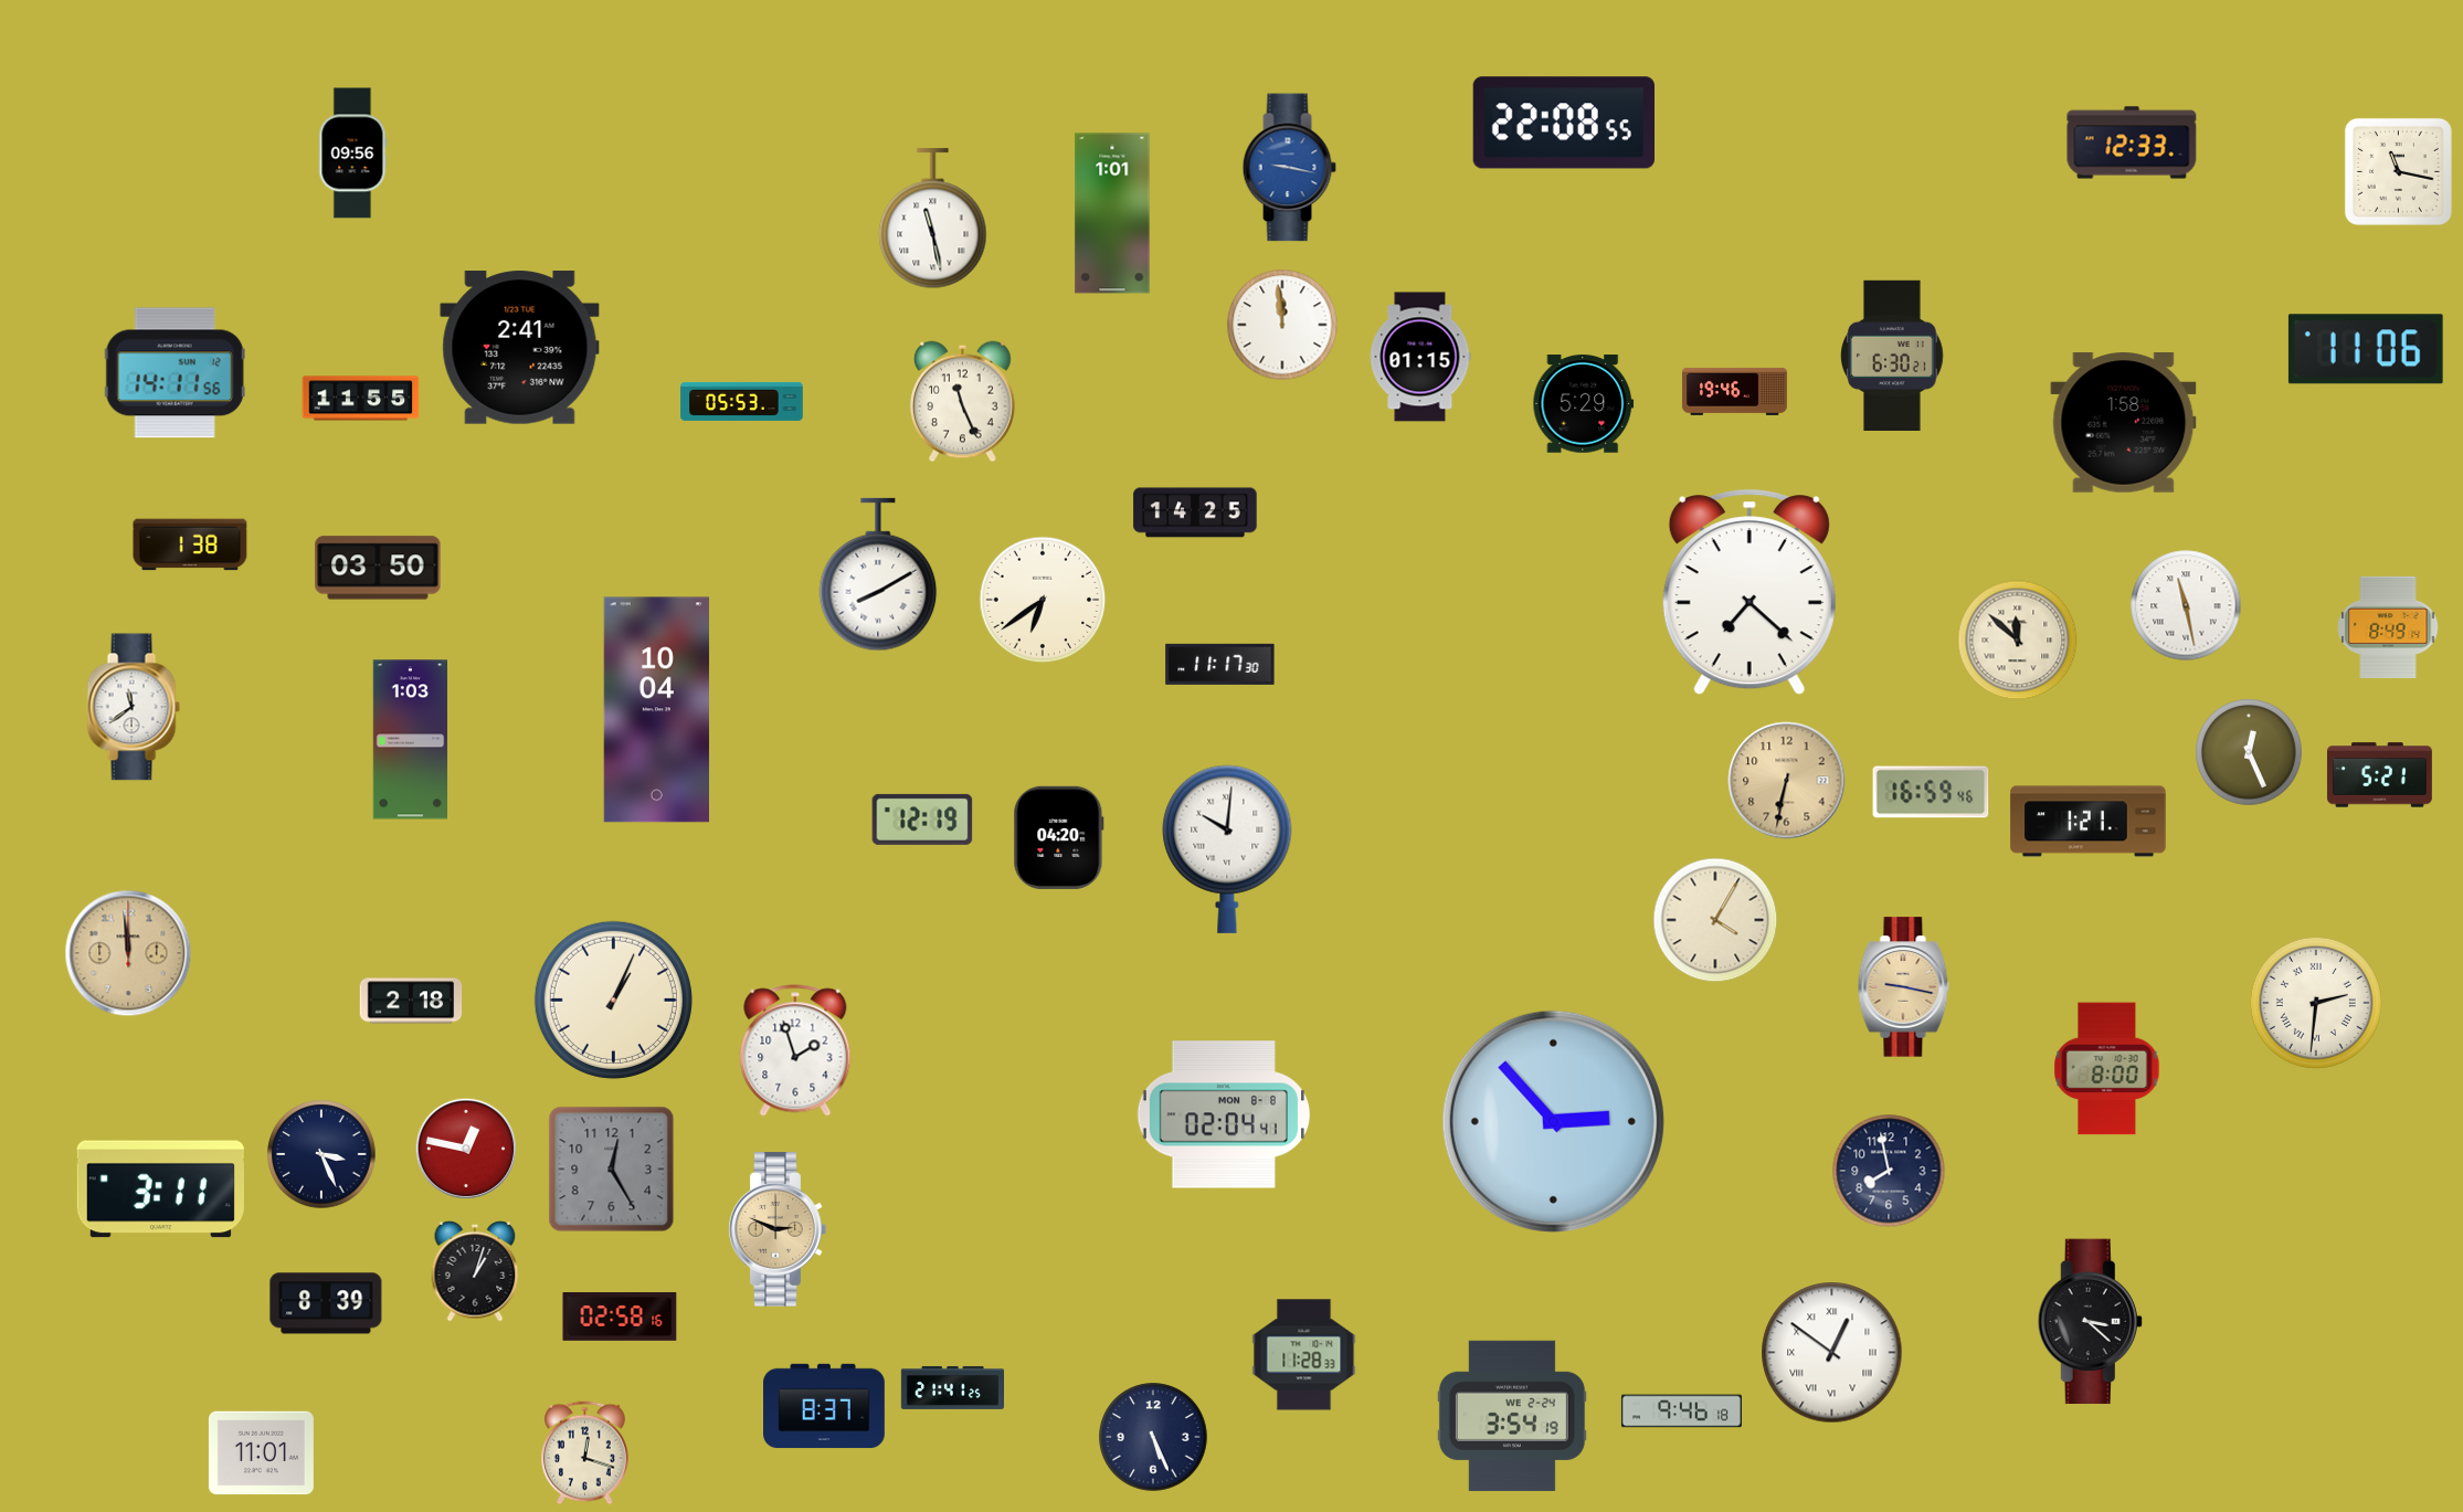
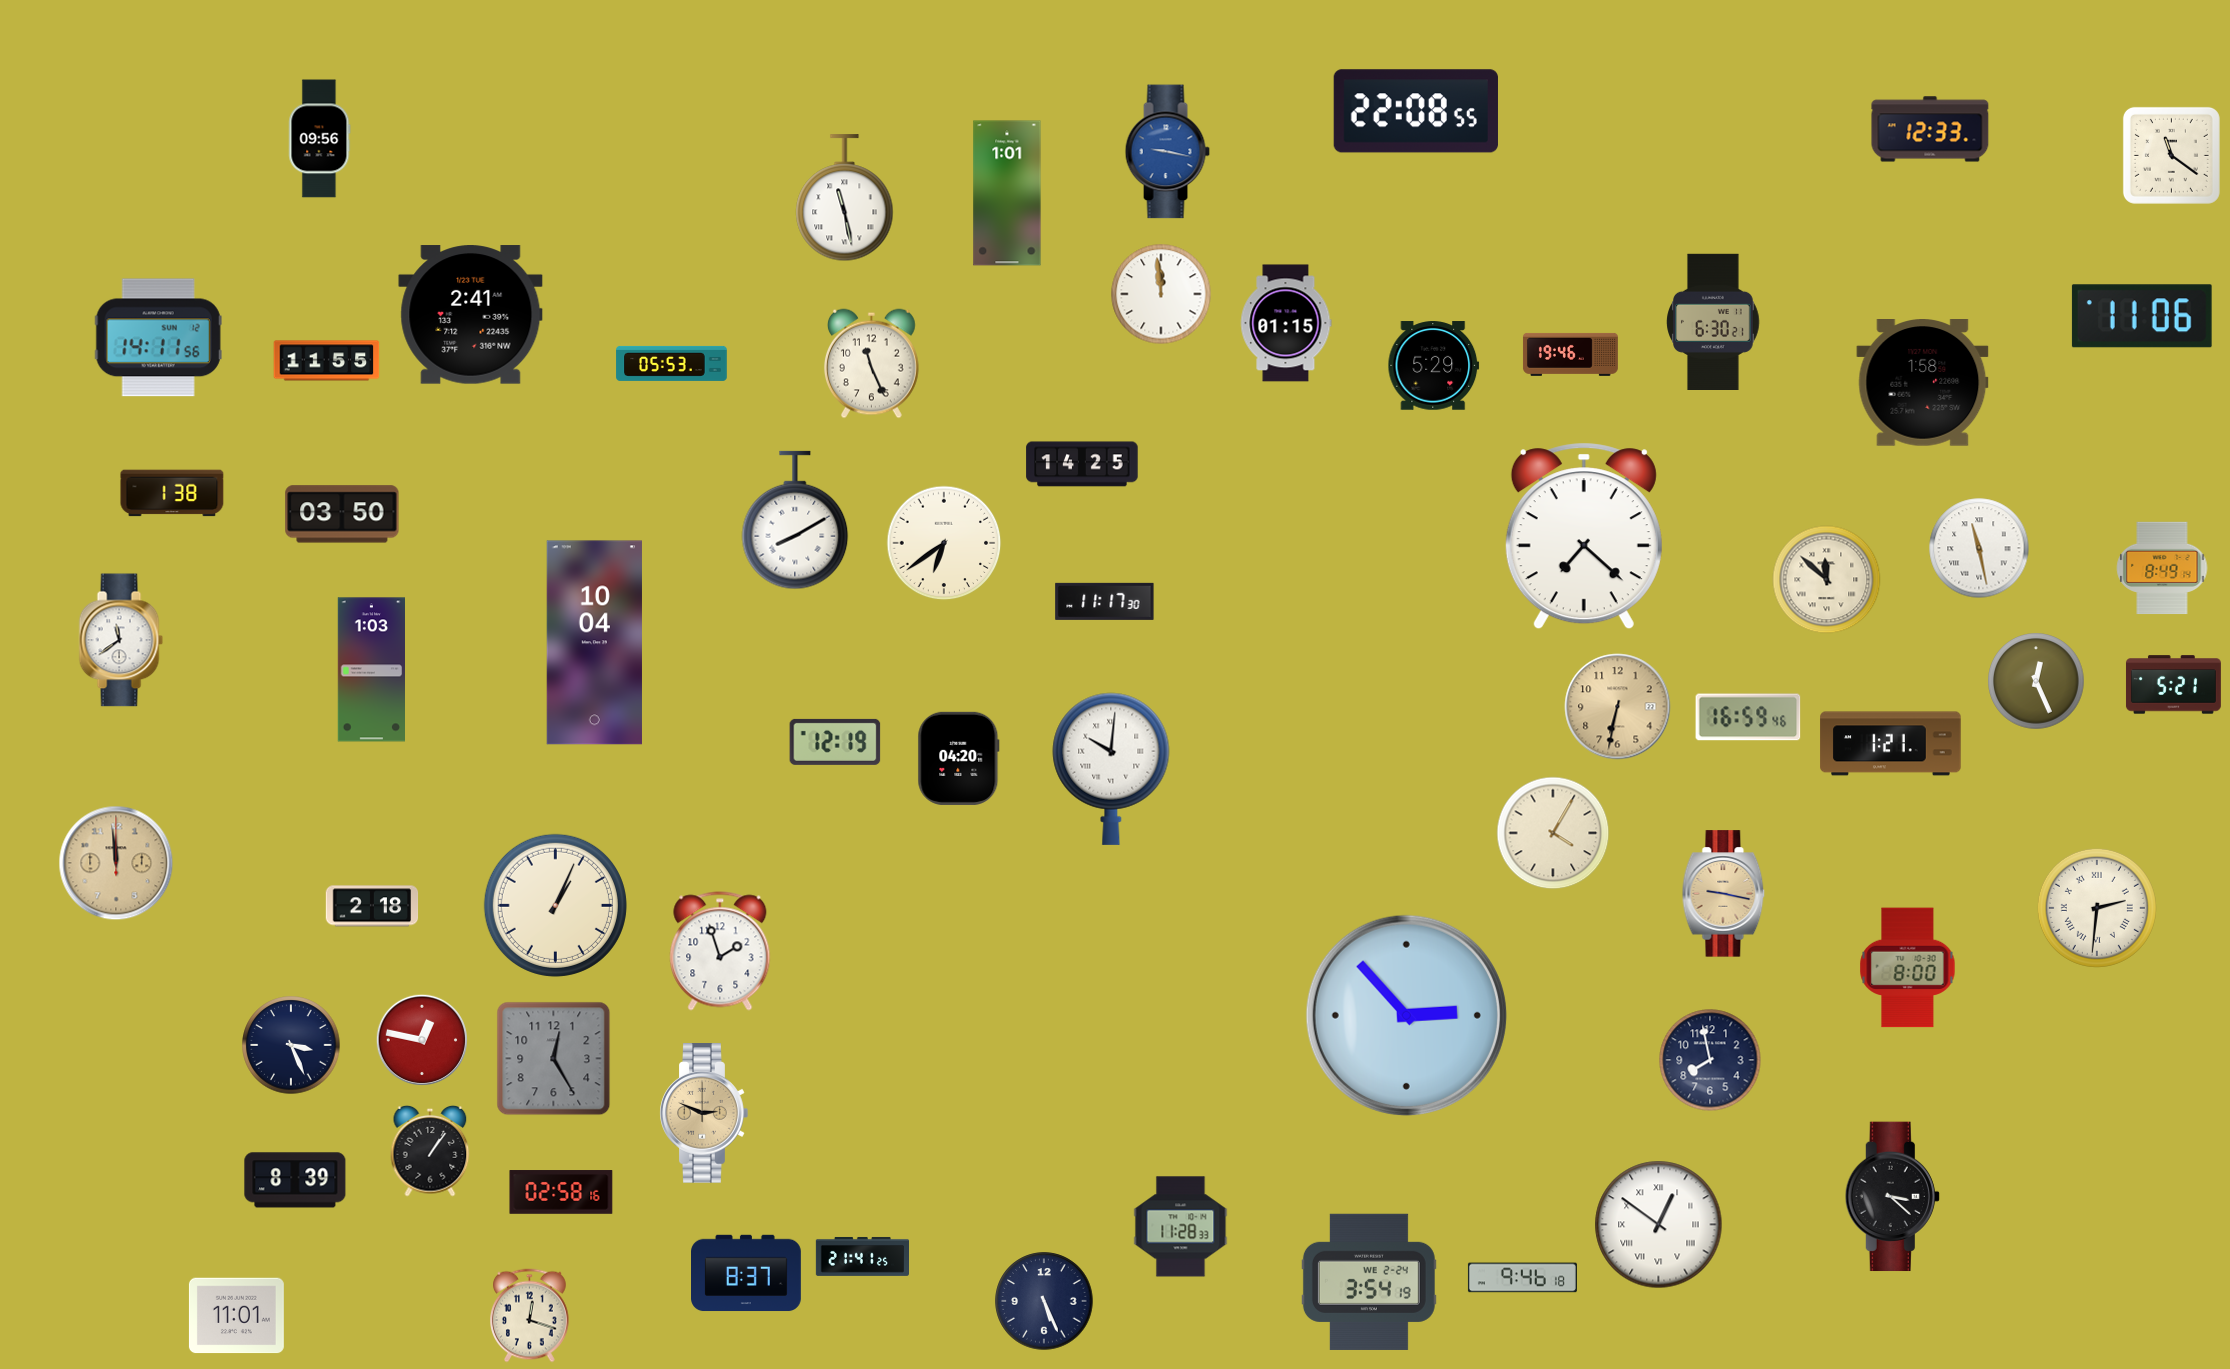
clock at (2398, 171): 11:17 -> 11:21
clock at (2379, 775) position: (2379, 775) -> (2173, 685)
clock at (1223, 1114): 02:04 -> none
clock at (160, 1189): 3:11 -> none
clock at (475, 1271): 1:03 -> 1:06
